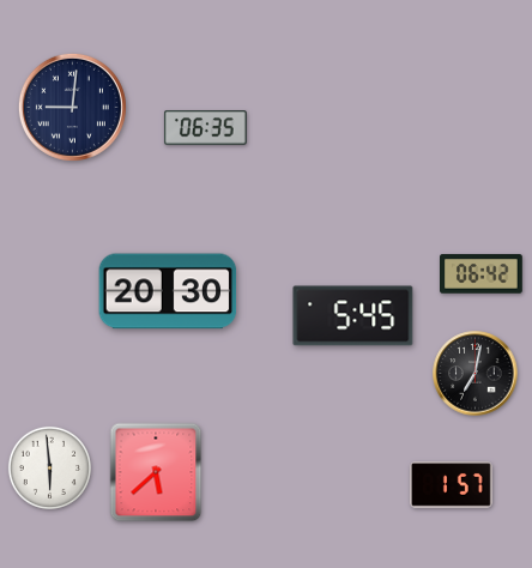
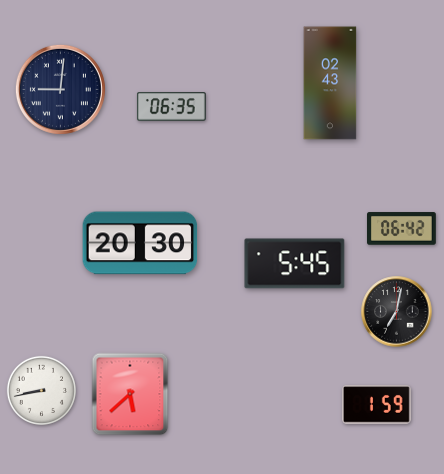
clock at (330, 83): none -> 02:43
clock at (49, 467): 5:59 -> 8:43
clock at (452, 485): 1:57 -> 1:59
